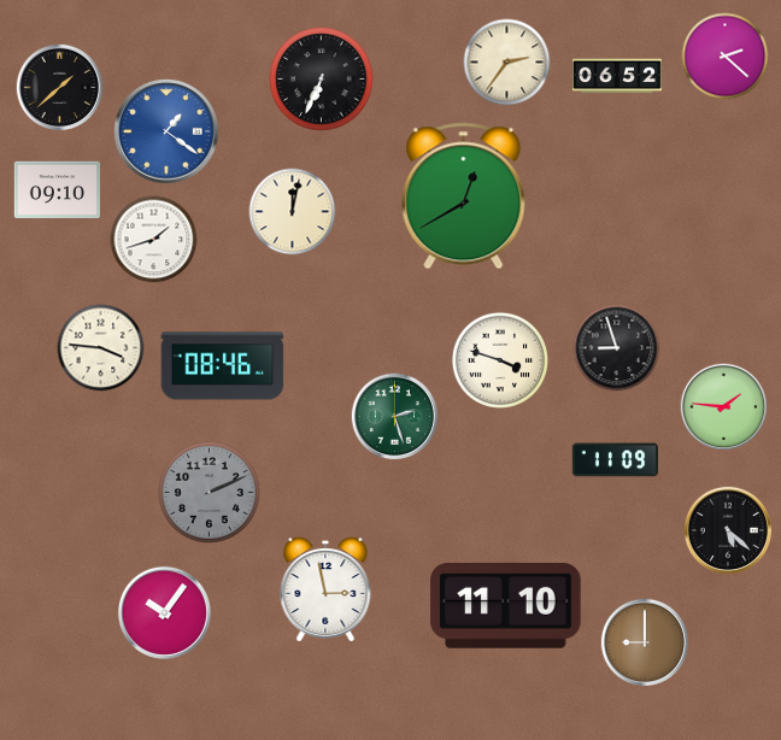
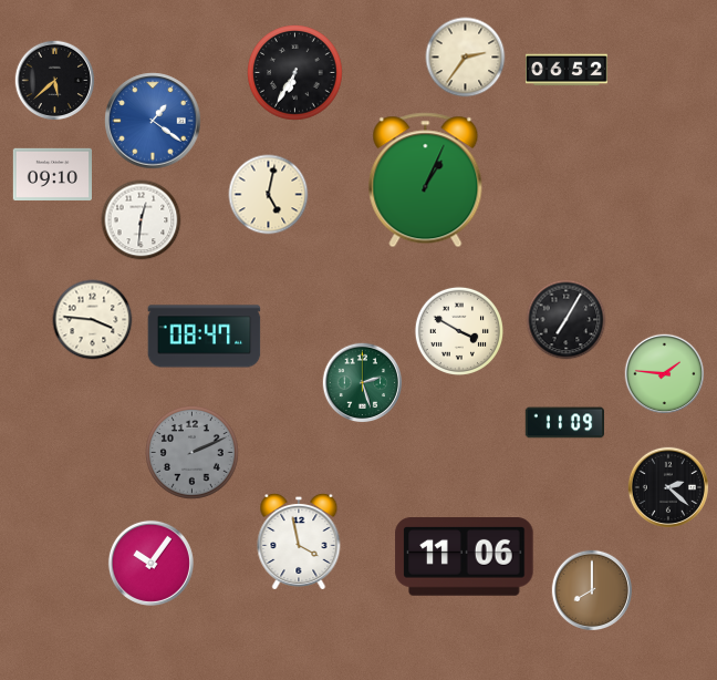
clock at (726, 57): 2:22 -> none
clock at (322, 80): 6:34 -> 6:35
clock at (60, 88): 1:38 -> 5:38
clock at (464, 196): 12:40 -> 1:04
clock at (293, 212): 12:02 -> 5:02
clock at (154, 240): 1:42 -> 12:31
clock at (617, 348): 8:57 -> 7:05
clock at (500, 360): 3:48 -> 3:50
clock at (223, 366): 08:46 -> 08:47
clock at (727, 529): 5:22 -> 2:22
clock at (325, 589): 2:58 -> 3:58
clock at (506, 606): 11:10 -> 11:06
clock at (644, 641): 9:00 -> 8:00
